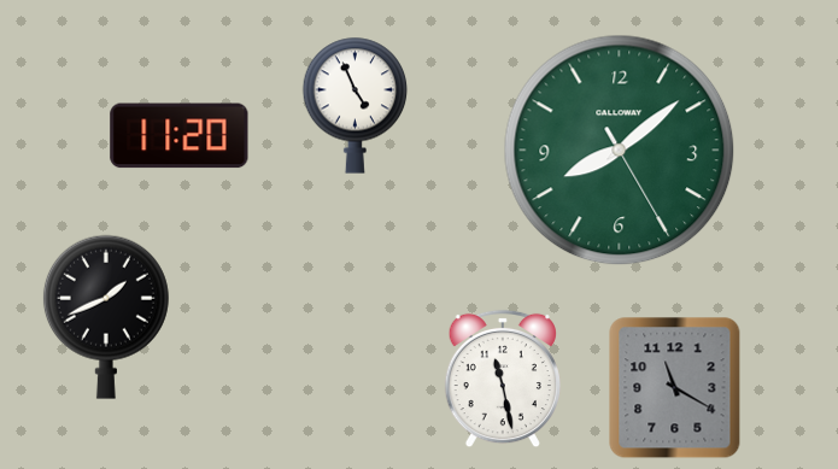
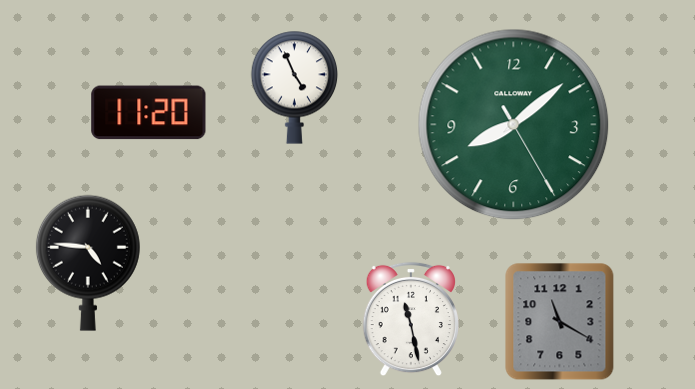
clock at (106, 317): 1:41 -> 4:46
clock at (503, 379) position: (503, 379) -> (411, 319)
